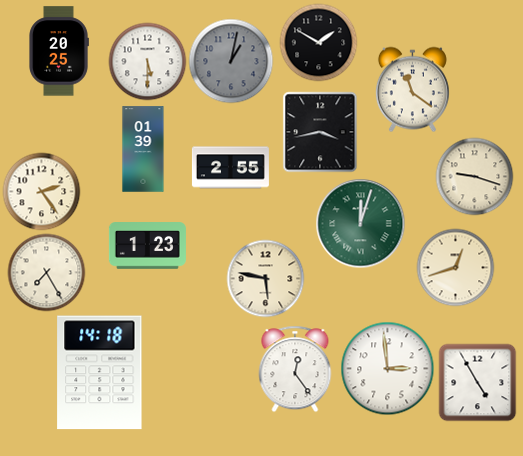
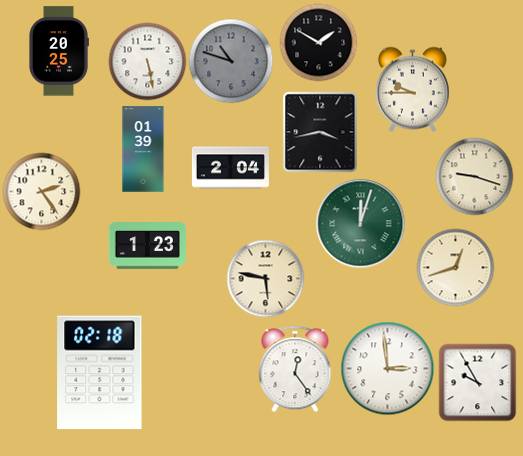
clock at (147, 61): 5:30 -> 5:28
clock at (231, 61): 1:02 -> 10:48
clock at (412, 89): 11:21 -> 9:45
clock at (230, 168): 2:55 -> 2:04
clock at (46, 272): 7:25 -> none
clock at (100, 373): 14:18 -> 02:18
clock at (477, 382): 4:55 -> 9:55
